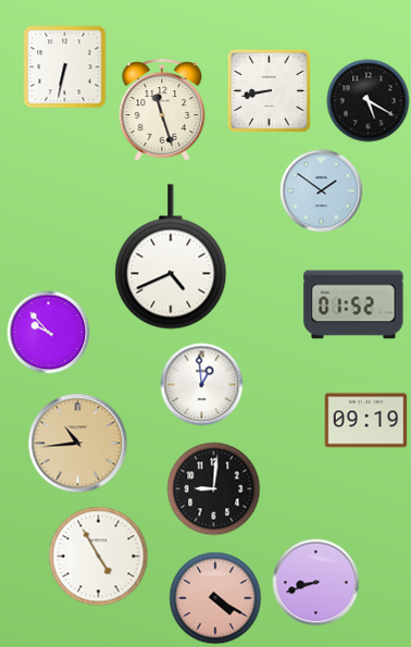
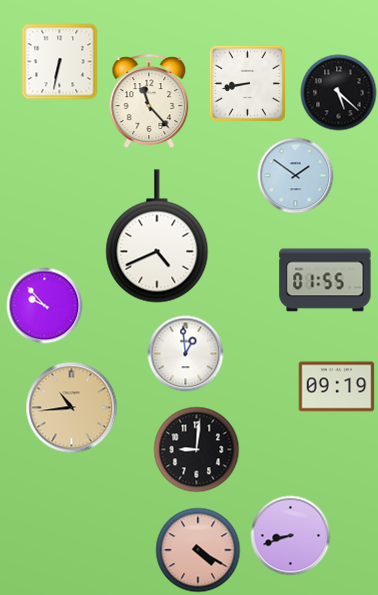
clock at (369, 101): 5:20 -> 5:22
clock at (162, 110): 11:27 -> 11:23
clock at (353, 304): 01:52 -> 01:55
clock at (99, 557): 4:55 -> none
